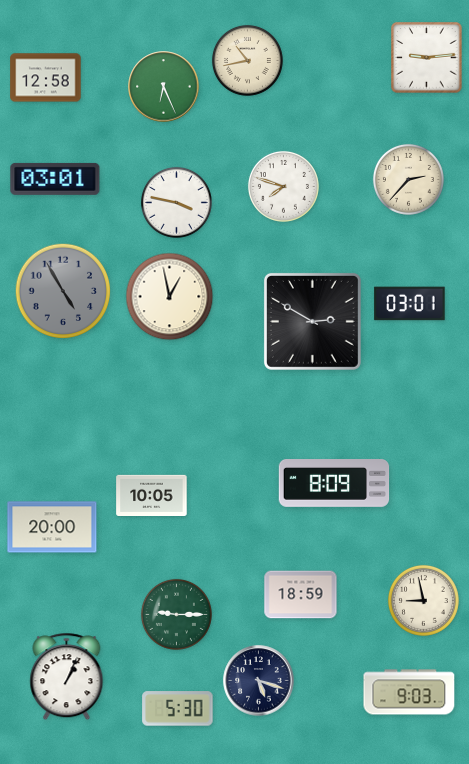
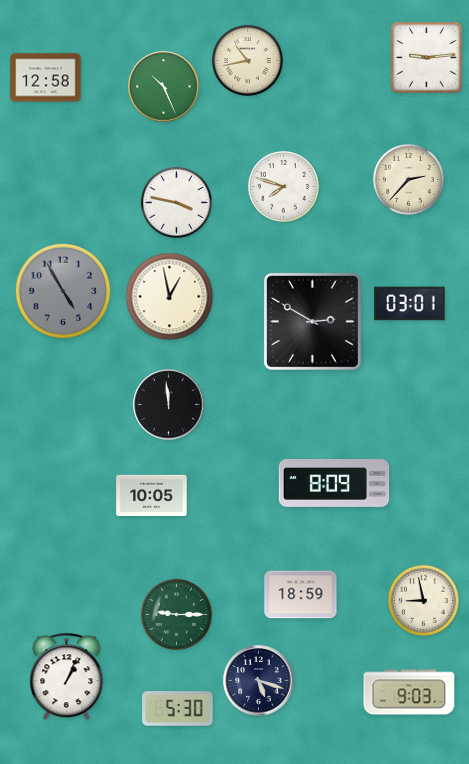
clock at (164, 87): 6:26 -> 10:26
clock at (55, 179): 03:01 -> none
clock at (169, 405): none -> 11:59
clock at (52, 527): 20:00 -> none
